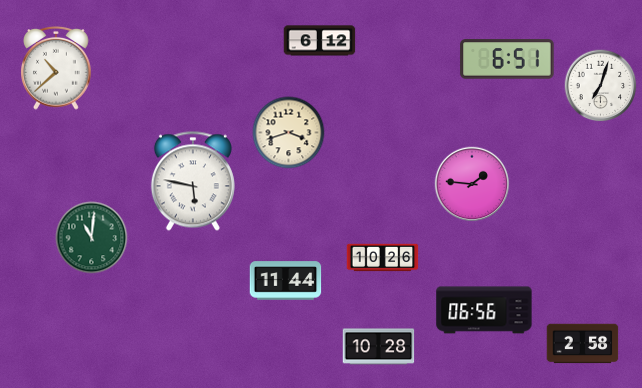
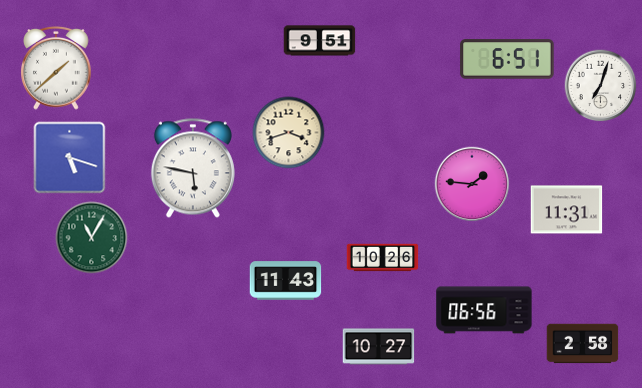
clock at (320, 41): 6:12 -> 9:51
clock at (56, 68): 10:38 -> 1:38
clock at (70, 158): none -> 5:18
clock at (193, 181) position: (193, 181) -> (193, 168)
clock at (567, 210): none -> 11:31
clock at (92, 238): 11:01 -> 11:05
clock at (286, 281): 11:44 -> 11:43
clock at (379, 347): 10:28 -> 10:27
